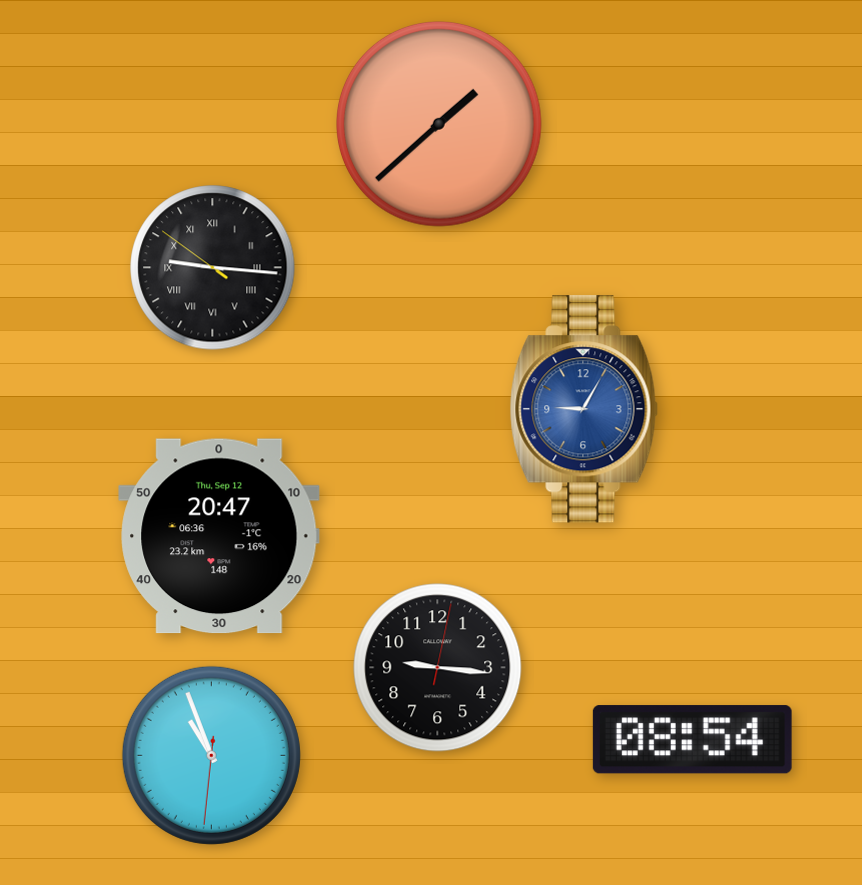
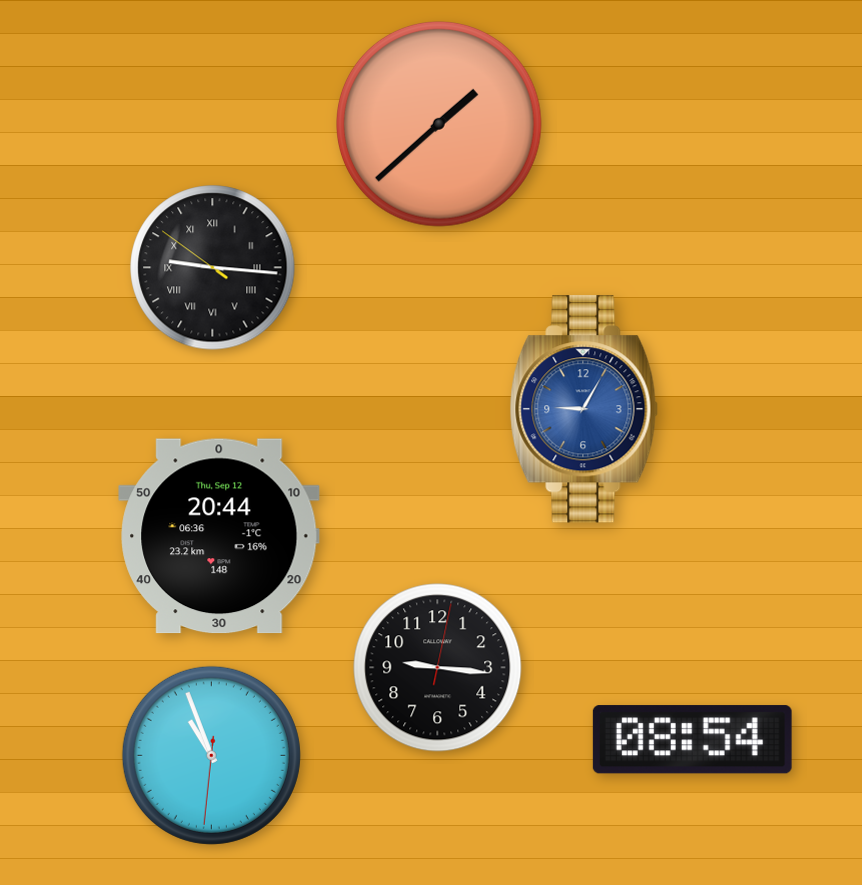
clock at (219, 536): 20:47 -> 20:44
